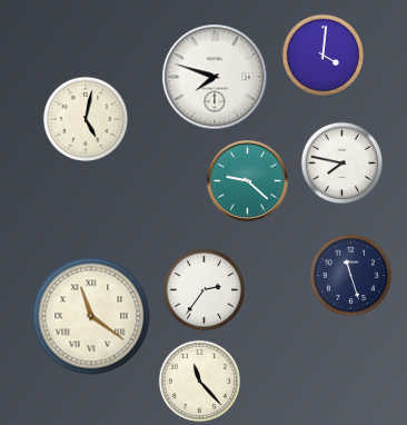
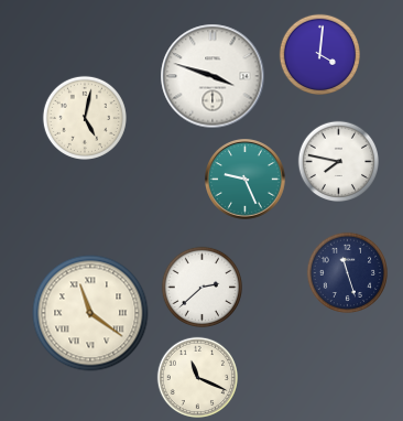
clock at (215, 77): 7:48 -> 3:48
clock at (248, 181): 9:22 -> 9:26
clock at (203, 289): 2:36 -> 2:38
clock at (199, 380): 11:23 -> 11:19
